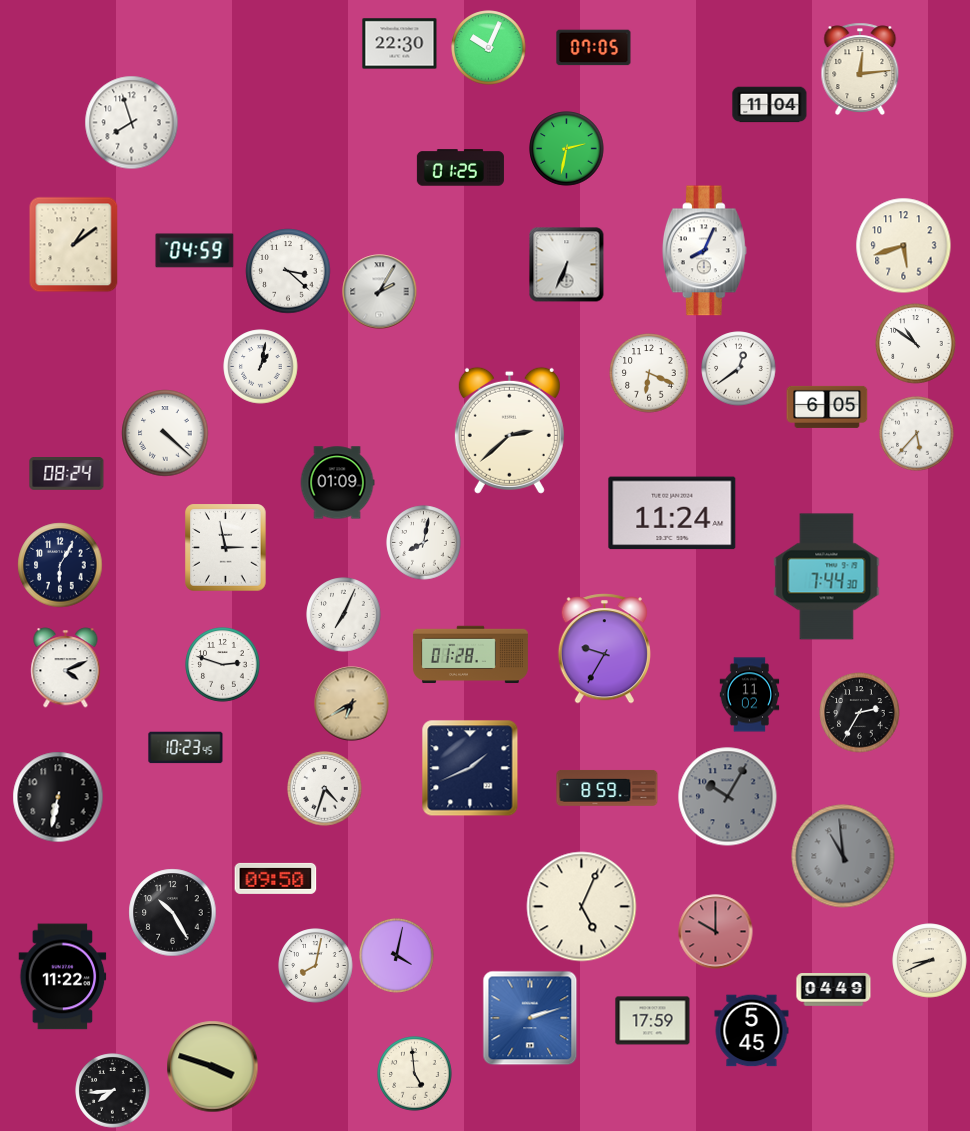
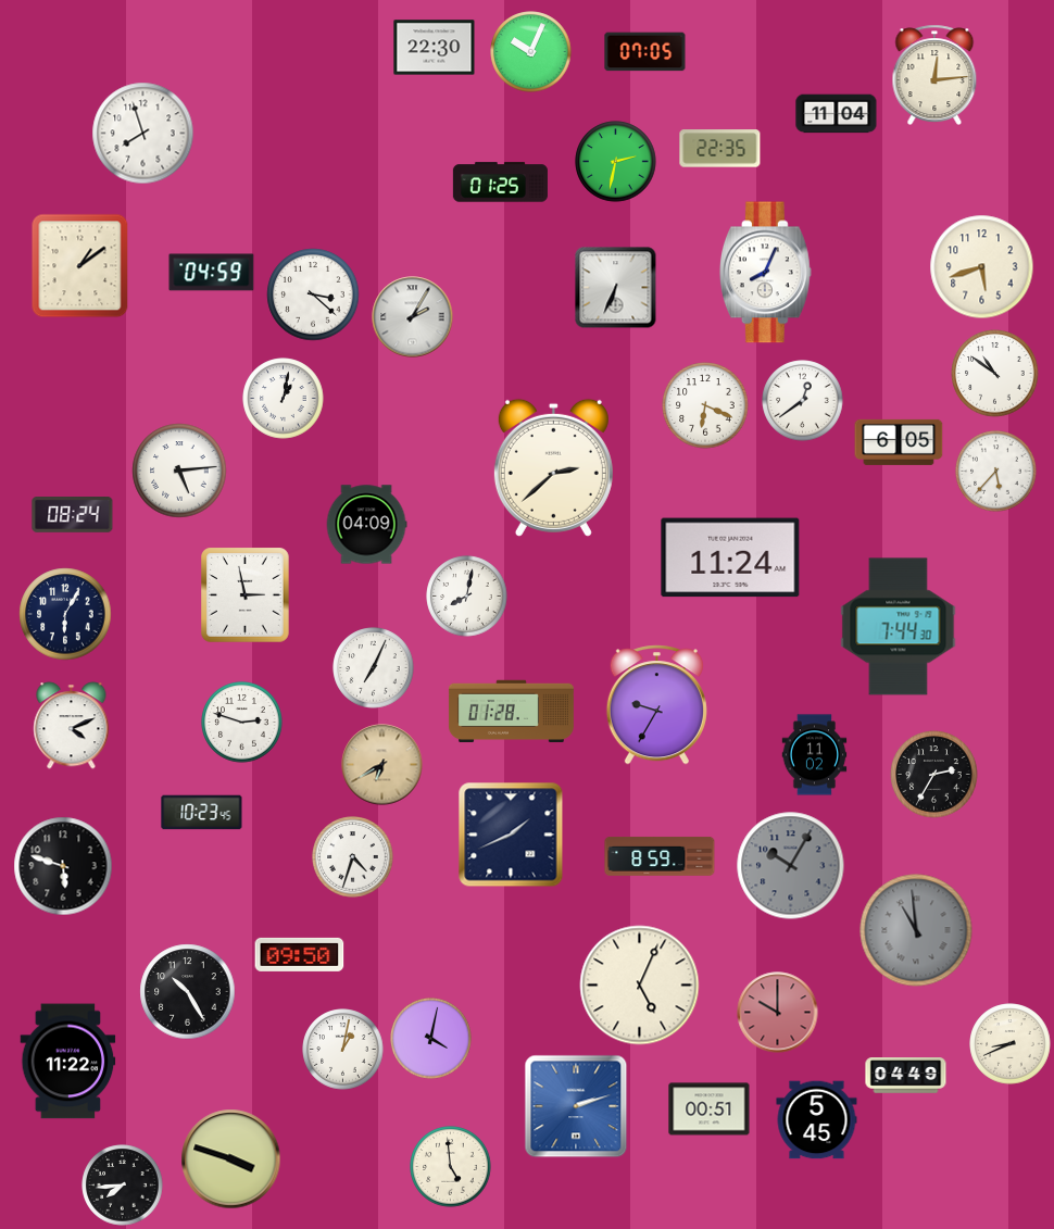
clock at (720, 149): none -> 22:35
clock at (165, 433): 4:22 -> 5:14
clock at (337, 483): 01:09 -> 04:09
clock at (424, 543) position: (424, 543) -> (467, 597)
clock at (58, 797): 6:32 -> 5:48
clock at (582, 907) position: (582, 907) -> (640, 986)
clock at (316, 966): 8:02 -> 1:02
clock at (653, 1021): 17:59 -> 00:51
